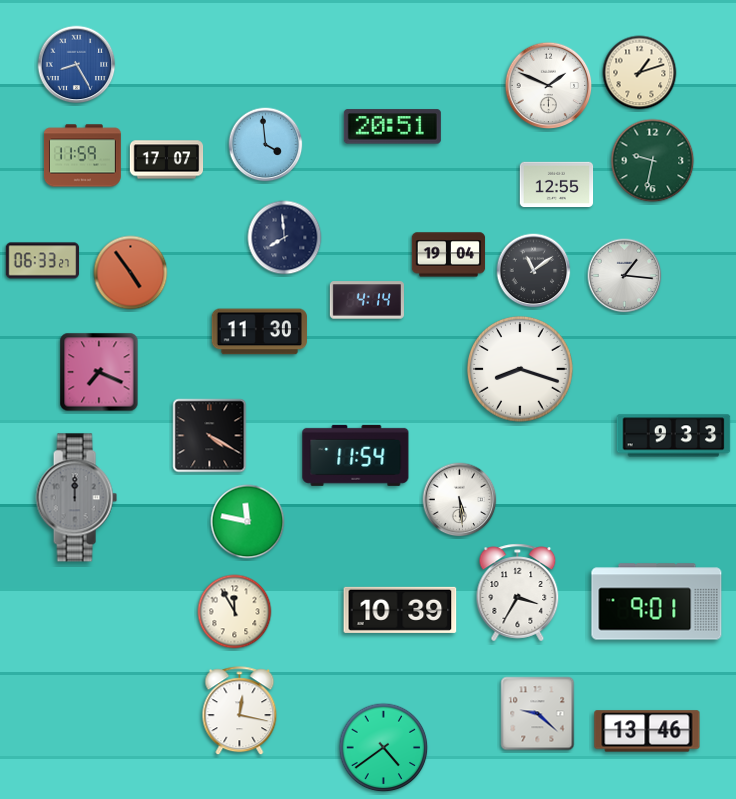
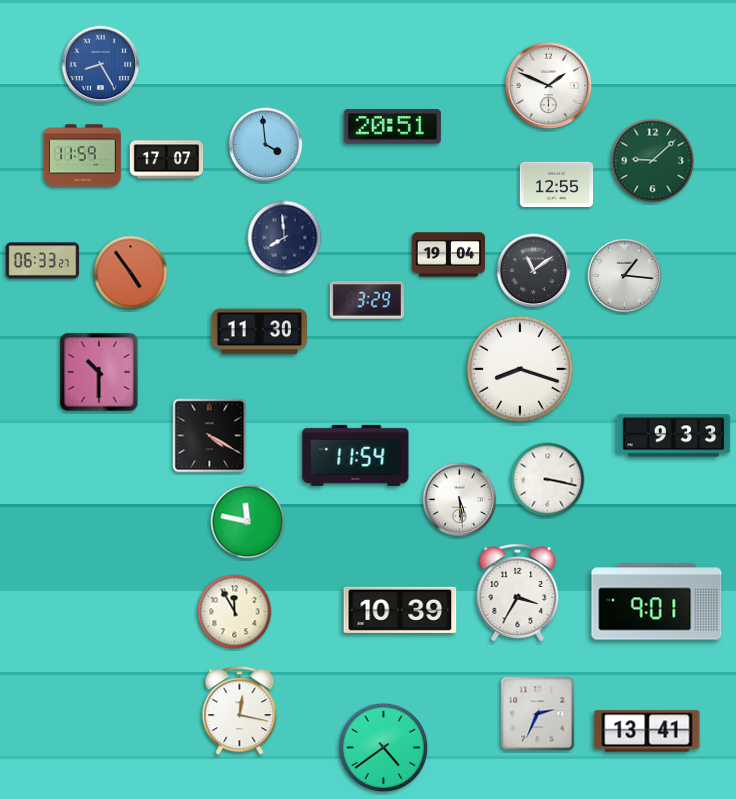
clock at (77, 65) position: (77, 65) -> (101, 65)
clock at (640, 73): 1:12 -> none
clock at (653, 161): 9:32 -> 9:08
clock at (367, 300): 4:14 -> 3:29
clock at (99, 372): 7:19 -> 10:30
clock at (548, 480): none -> 3:17
clock at (76, 498): 12:00 -> none
clock at (538, 714): 9:22 -> 2:34
clock at (647, 731): 13:46 -> 13:41
